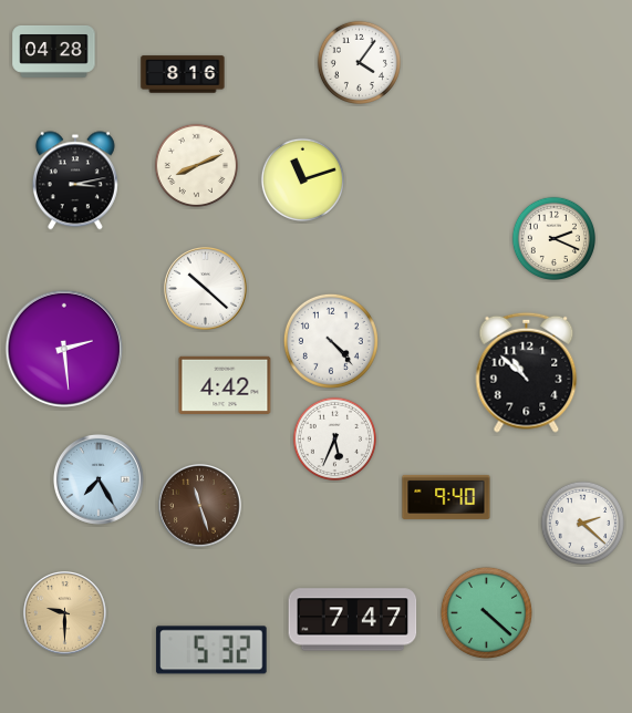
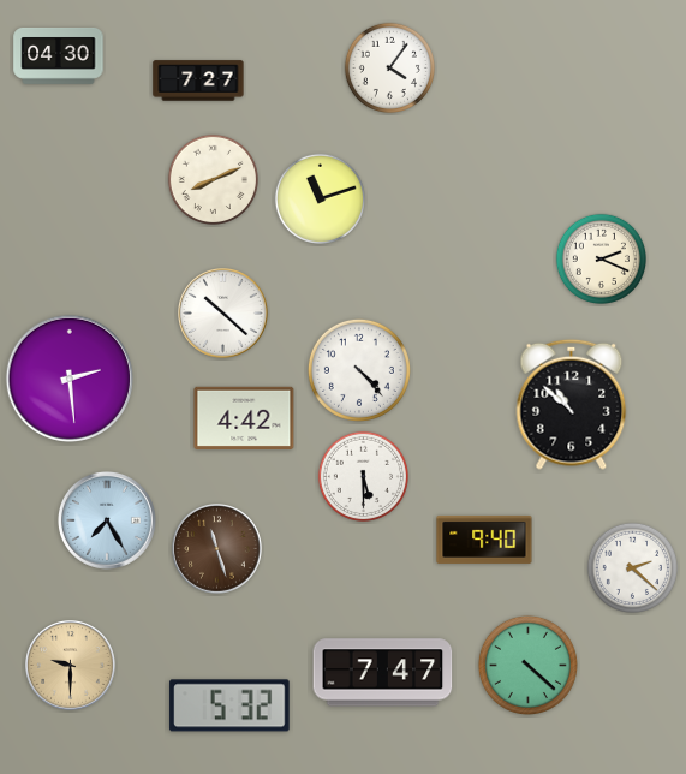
clock at (54, 51): 04:28 -> 04:30
clock at (183, 74): 8:16 -> 7:27
clock at (302, 179) position: (302, 179) -> (320, 198)
clock at (75, 180): 3:13 -> none
clock at (334, 438): 5:34 -> 5:30
